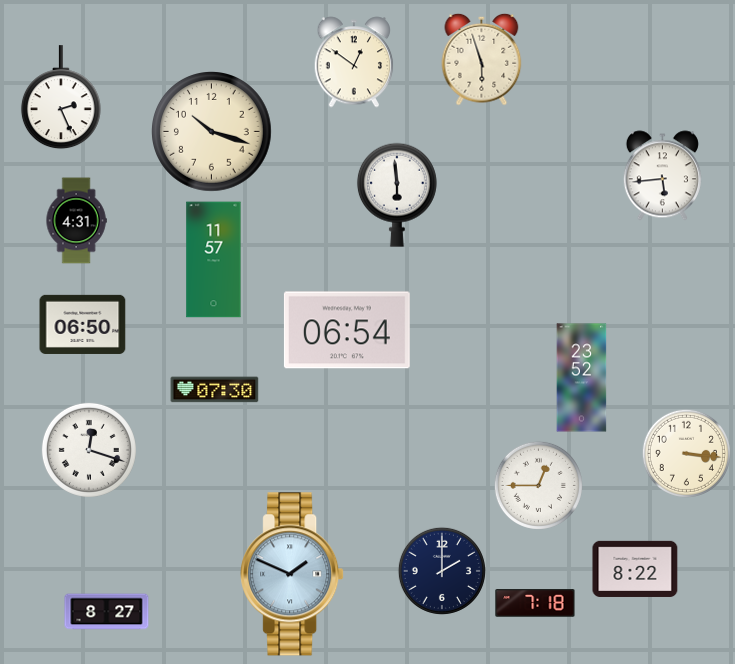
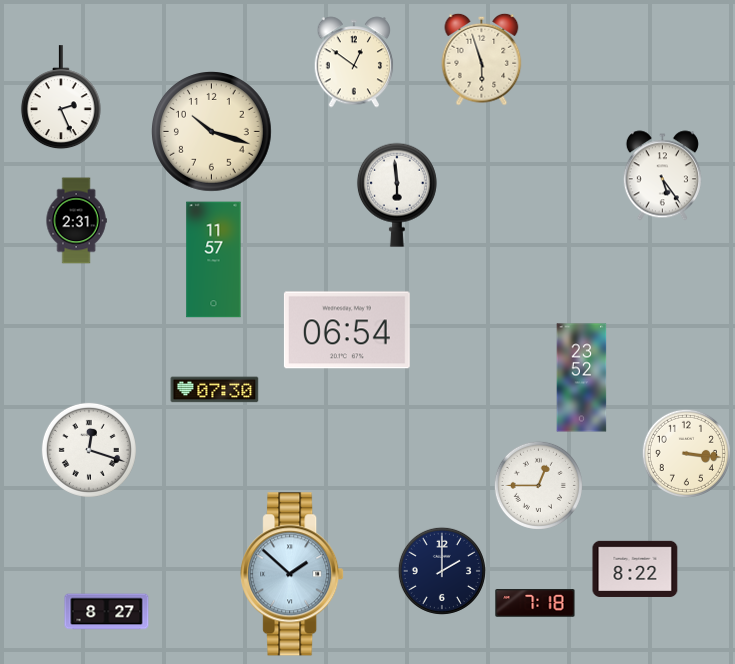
clock at (662, 176): 5:44 -> 5:24
clock at (76, 221): 4:31 -> 2:31
clock at (83, 324): 06:50 -> none
clock at (292, 574): 1:49 -> 1:52
